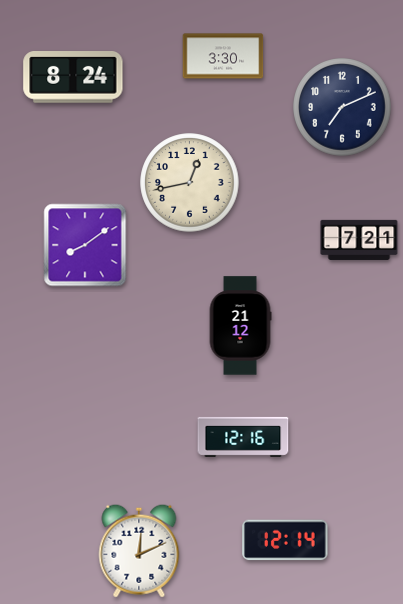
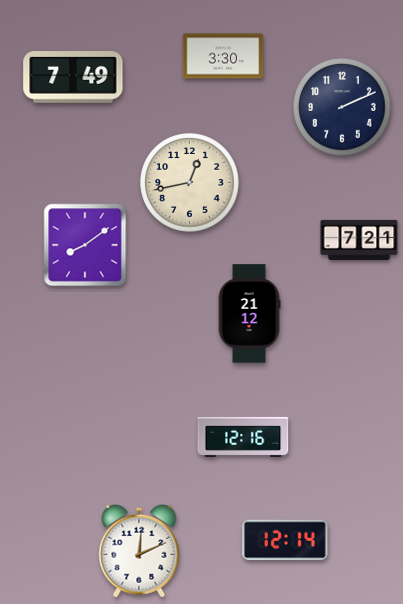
clock at (73, 78): 8:24 -> 7:49
clock at (342, 107): 7:11 -> 2:11
clock at (240, 326) position: (240, 326) -> (249, 314)
